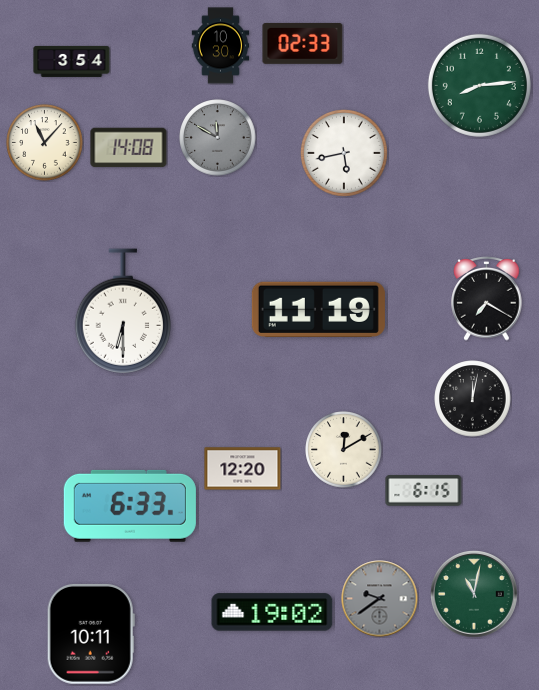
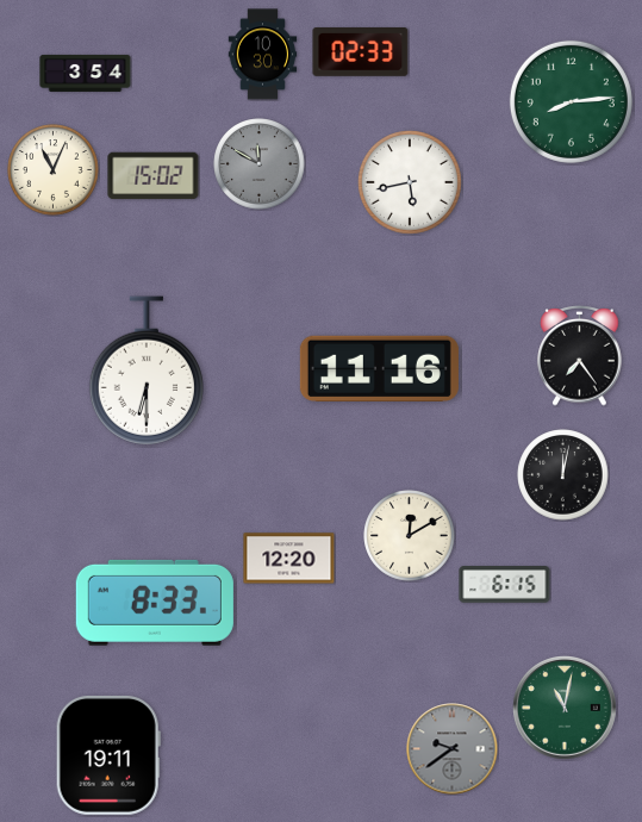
clock at (45, 143): 11:07 -> 11:04
clock at (129, 148): 14:08 -> 15:02
clock at (487, 299): 7:20 -> 7:24
clock at (318, 309): 11:19 -> 11:16
clock at (130, 506): 6:33 -> 8:33
clock at (380, 599) position: (380, 599) -> (453, 749)
clock at (272, 612): 19:02 -> none
clock at (91, 634): 10:11 -> 19:11
